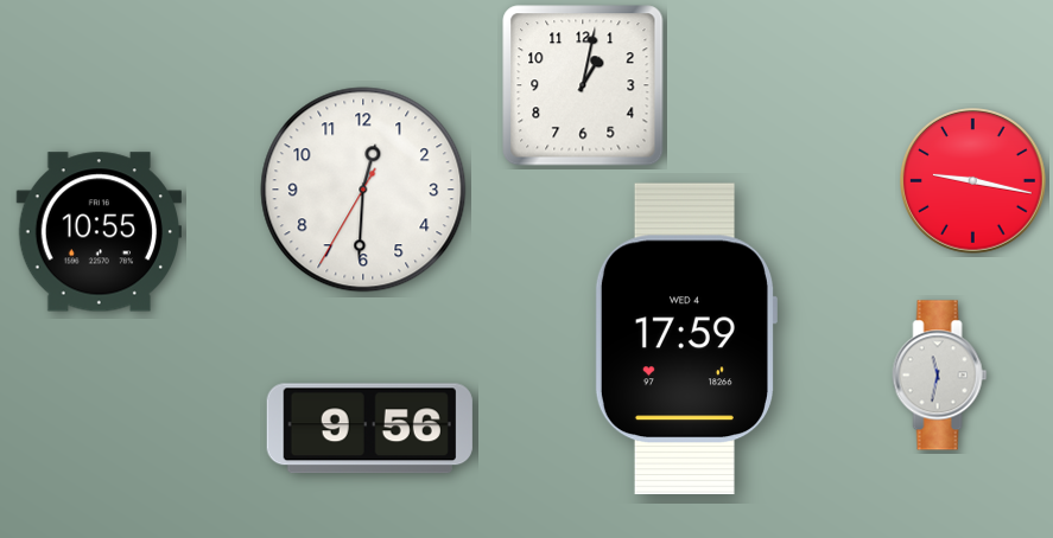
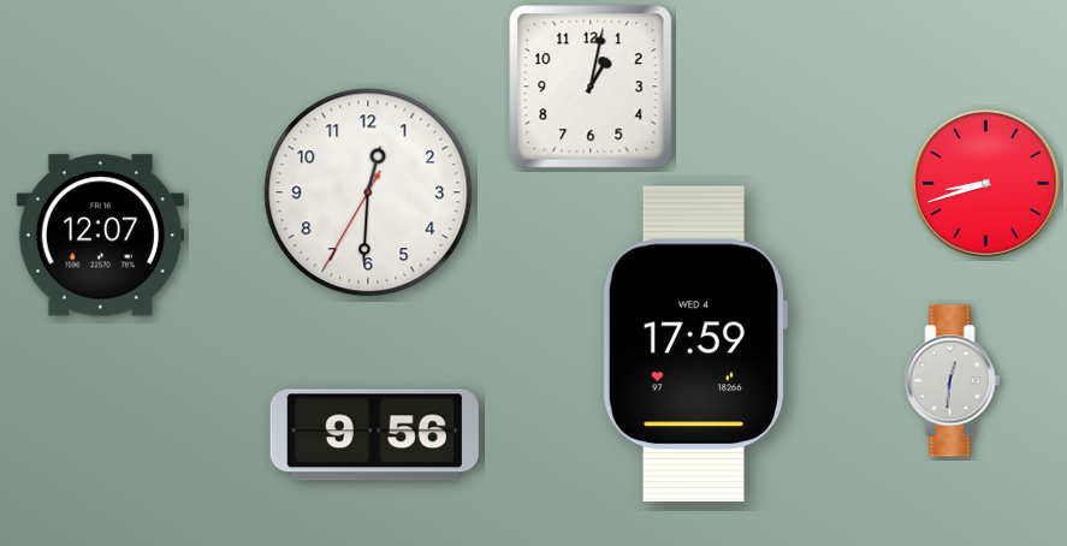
clock at (973, 181): 9:17 -> 8:42
clock at (99, 232): 10:55 -> 12:07
clock at (940, 376): 11:32 -> 12:31
